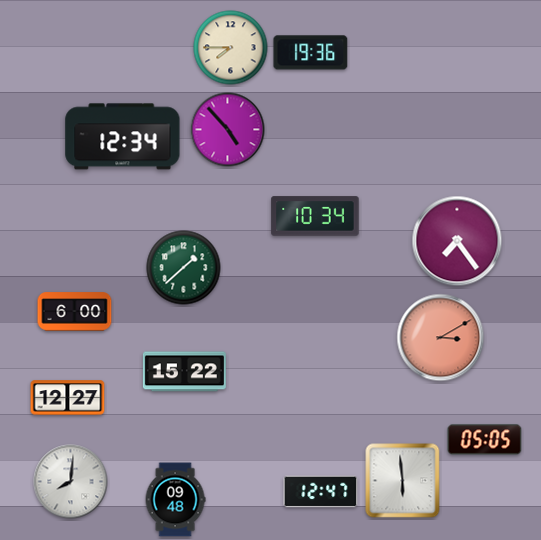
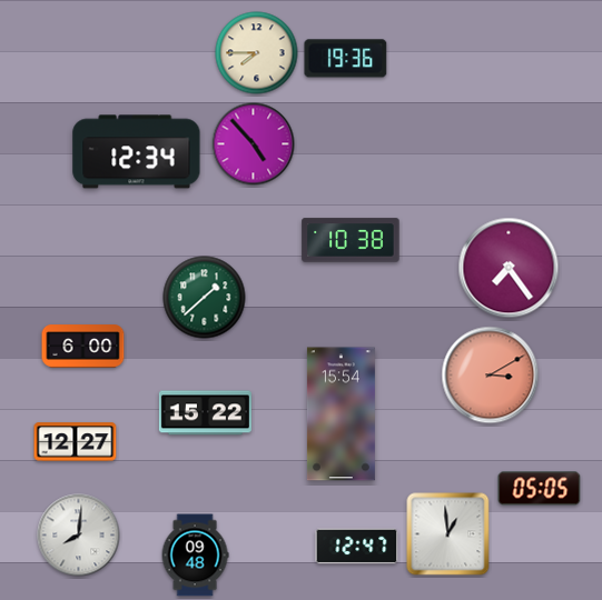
clock at (315, 216): 10:34 -> 10:38
clock at (341, 414): none -> 15:54
clock at (403, 481): 5:59 -> 12:59
